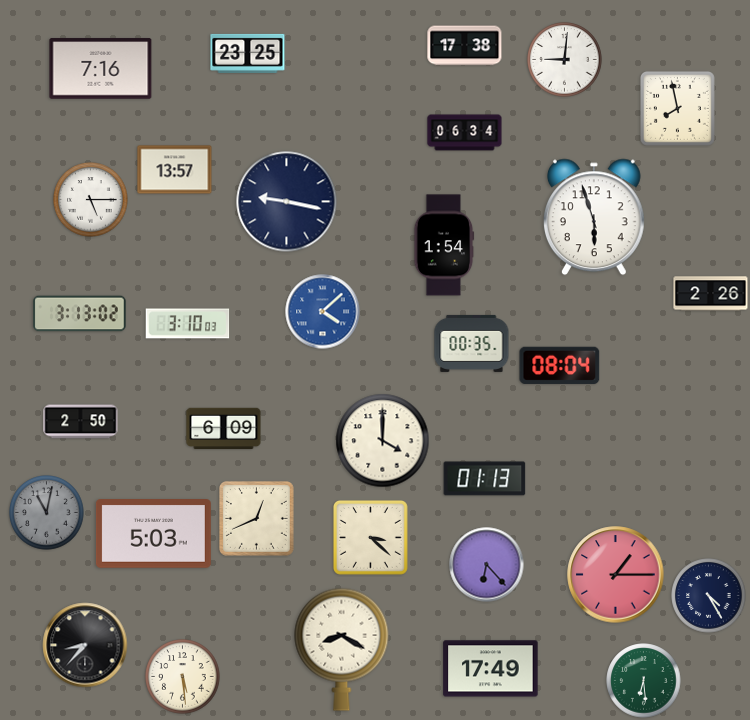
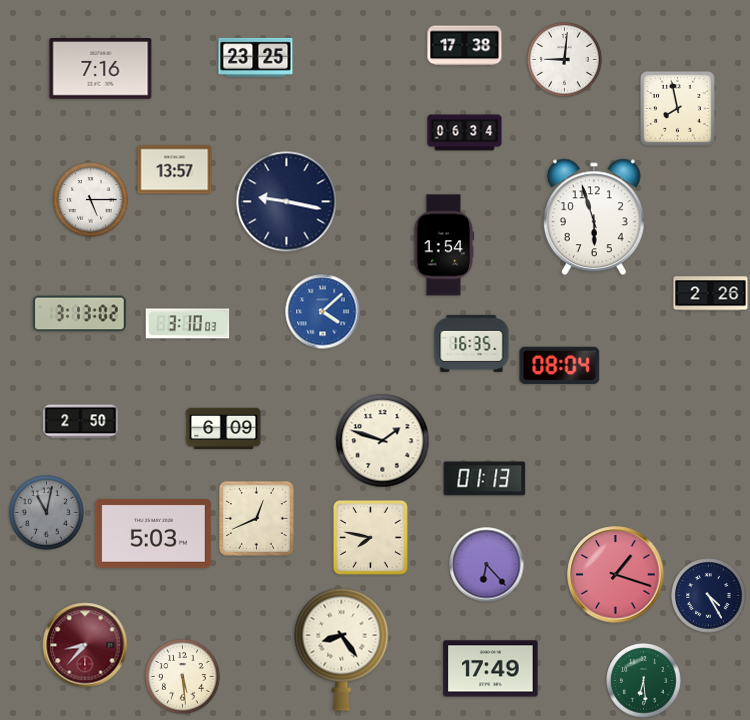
clock at (248, 53) position: (248, 53) -> (256, 57)
clock at (472, 343): 00:35 -> 16:35
clock at (383, 441): 4:00 -> 1:48
clock at (370, 537): 3:22 -> 7:47
clock at (616, 575): 1:15 -> 1:18
clock at (85, 645) dial: black -> burgundy
clock at (342, 649): 8:20 -> 8:24
